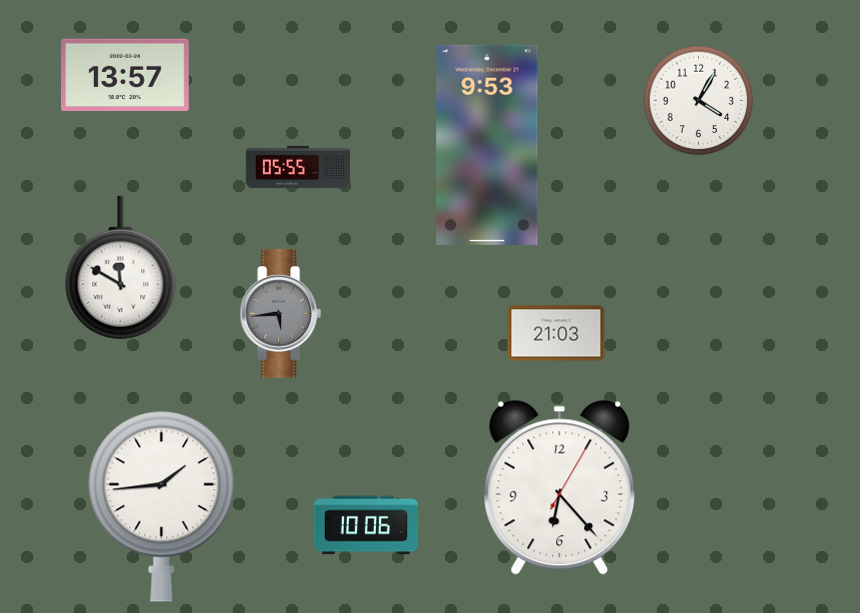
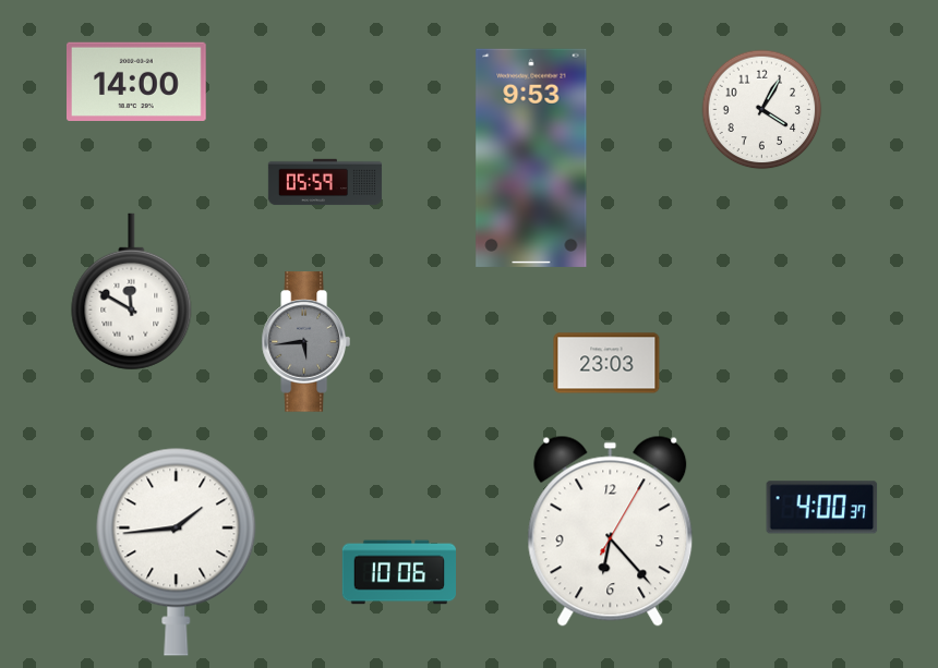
clock at (126, 74): 13:57 -> 14:00
clock at (298, 167): 05:55 -> 05:59
clock at (556, 333): 21:03 -> 23:03
clock at (822, 508): none -> 4:00
